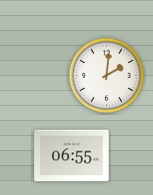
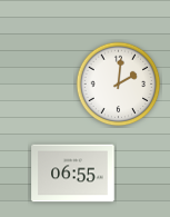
clock at (72, 156) position: (72, 156) -> (73, 174)
